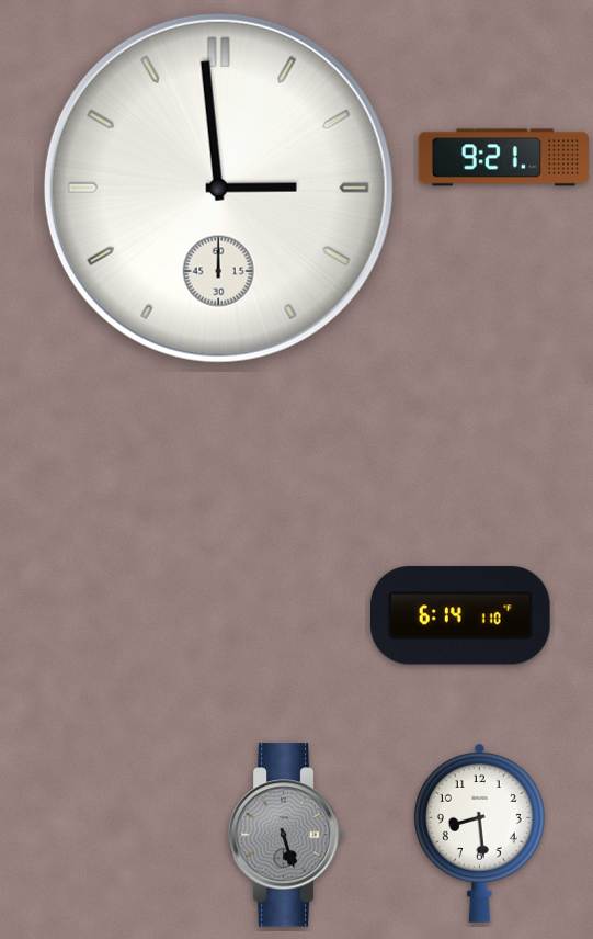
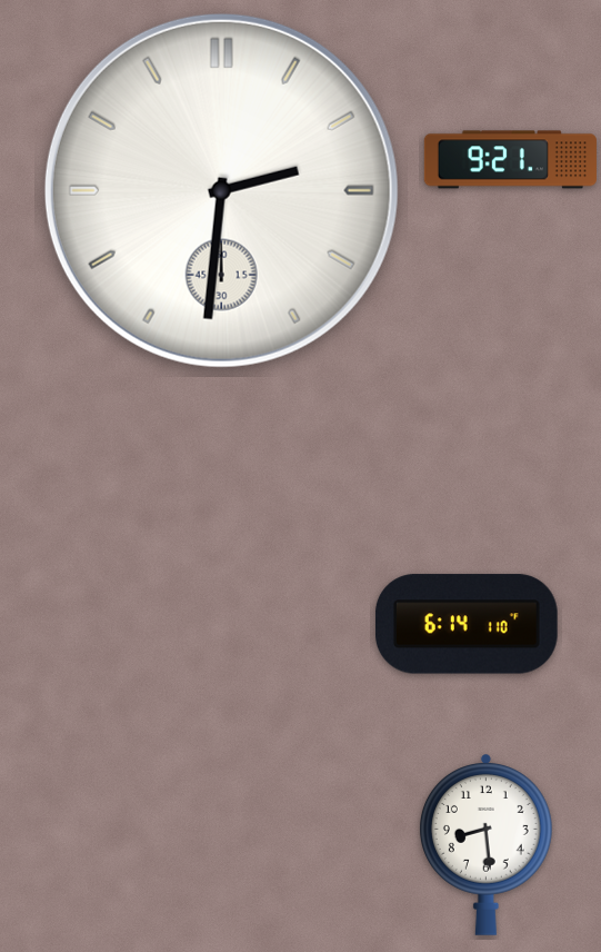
clock at (218, 188): 2:59 -> 2:31
clock at (286, 835): 5:27 -> none
